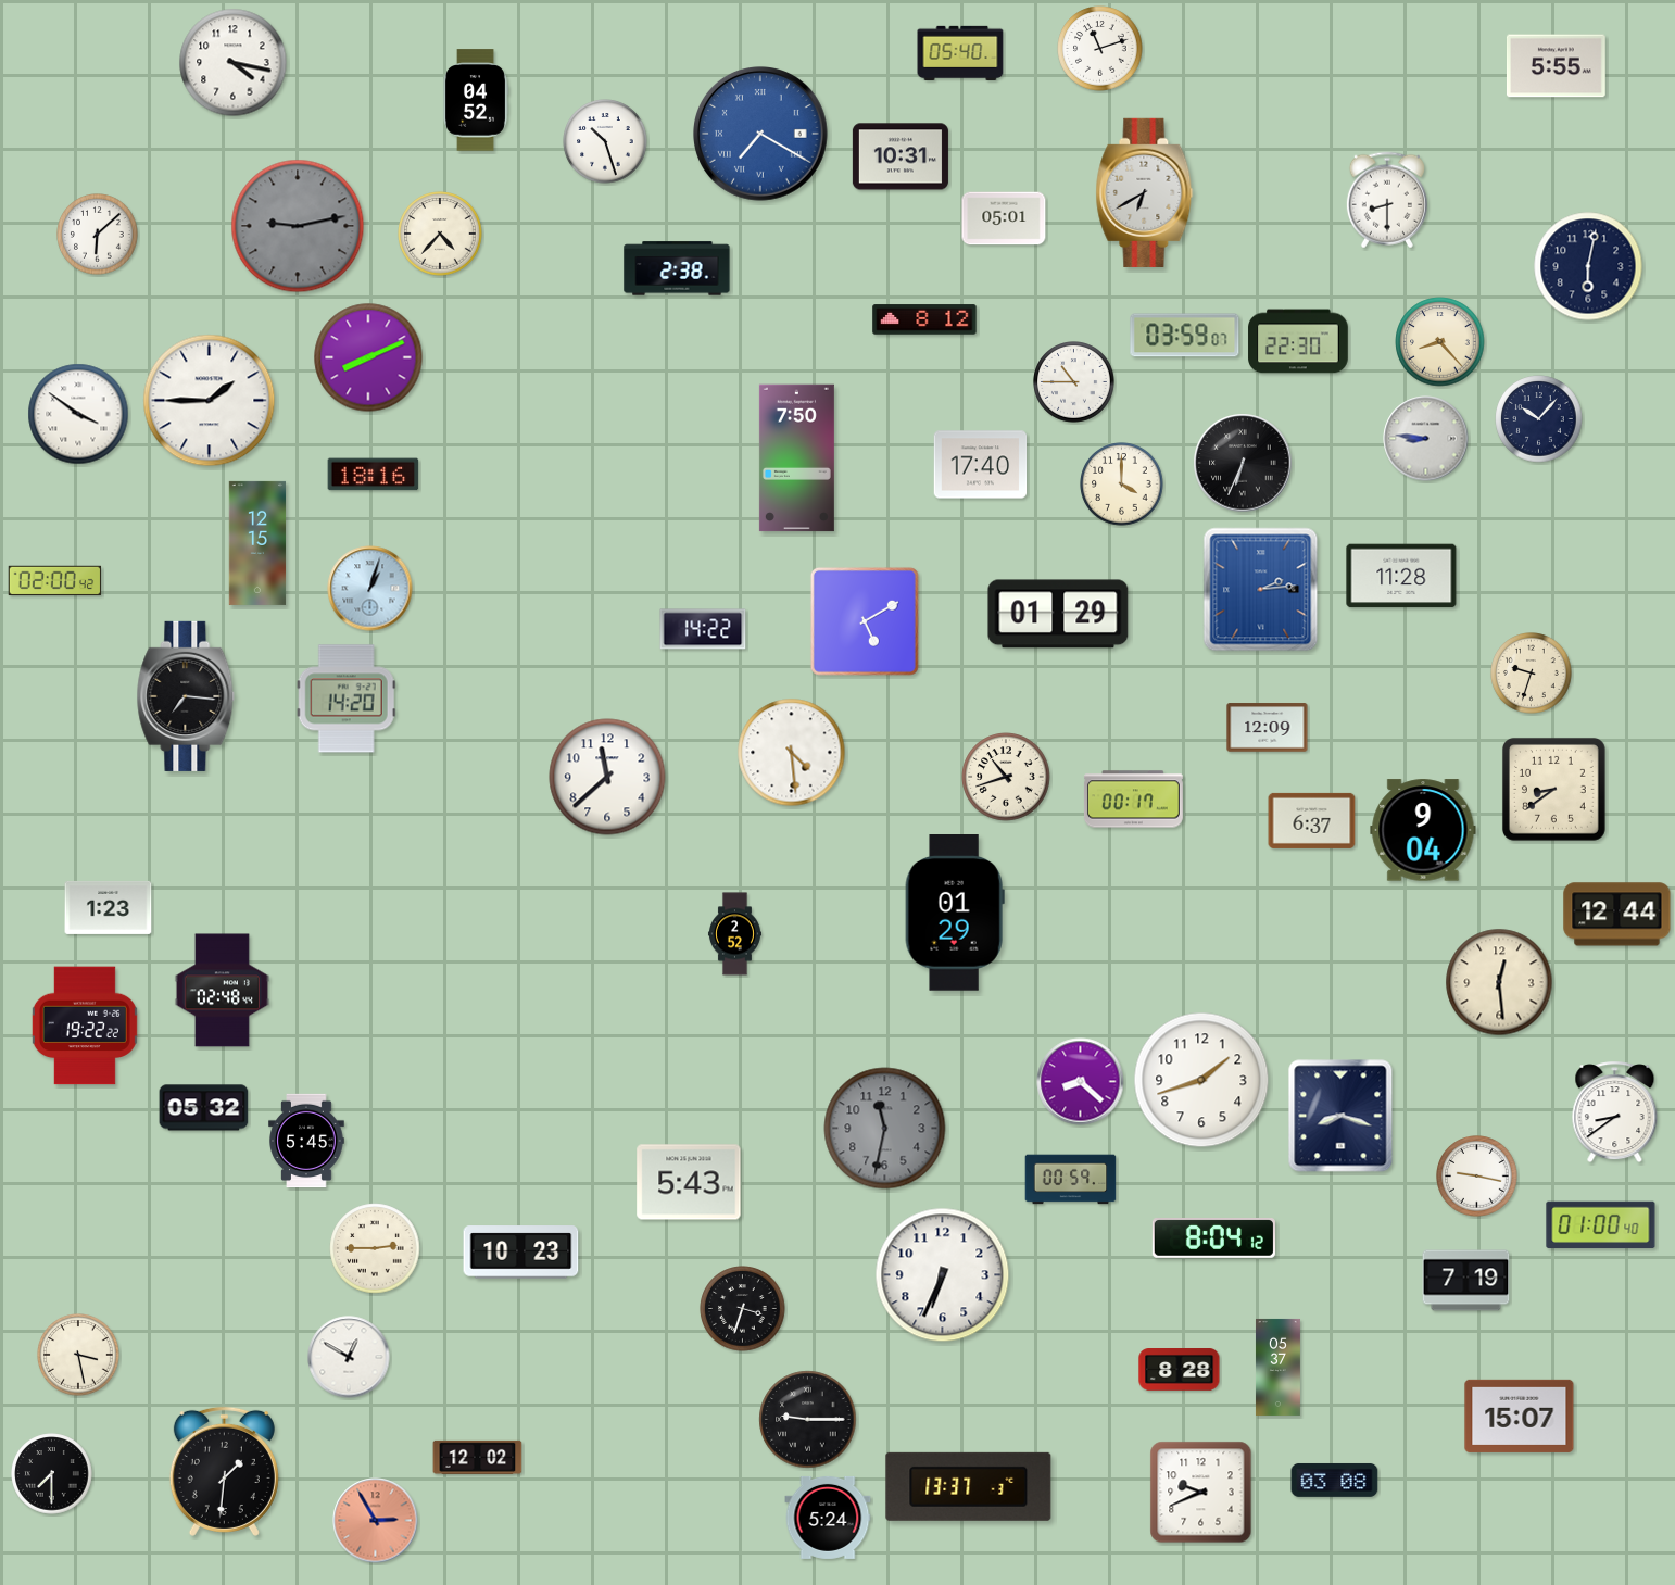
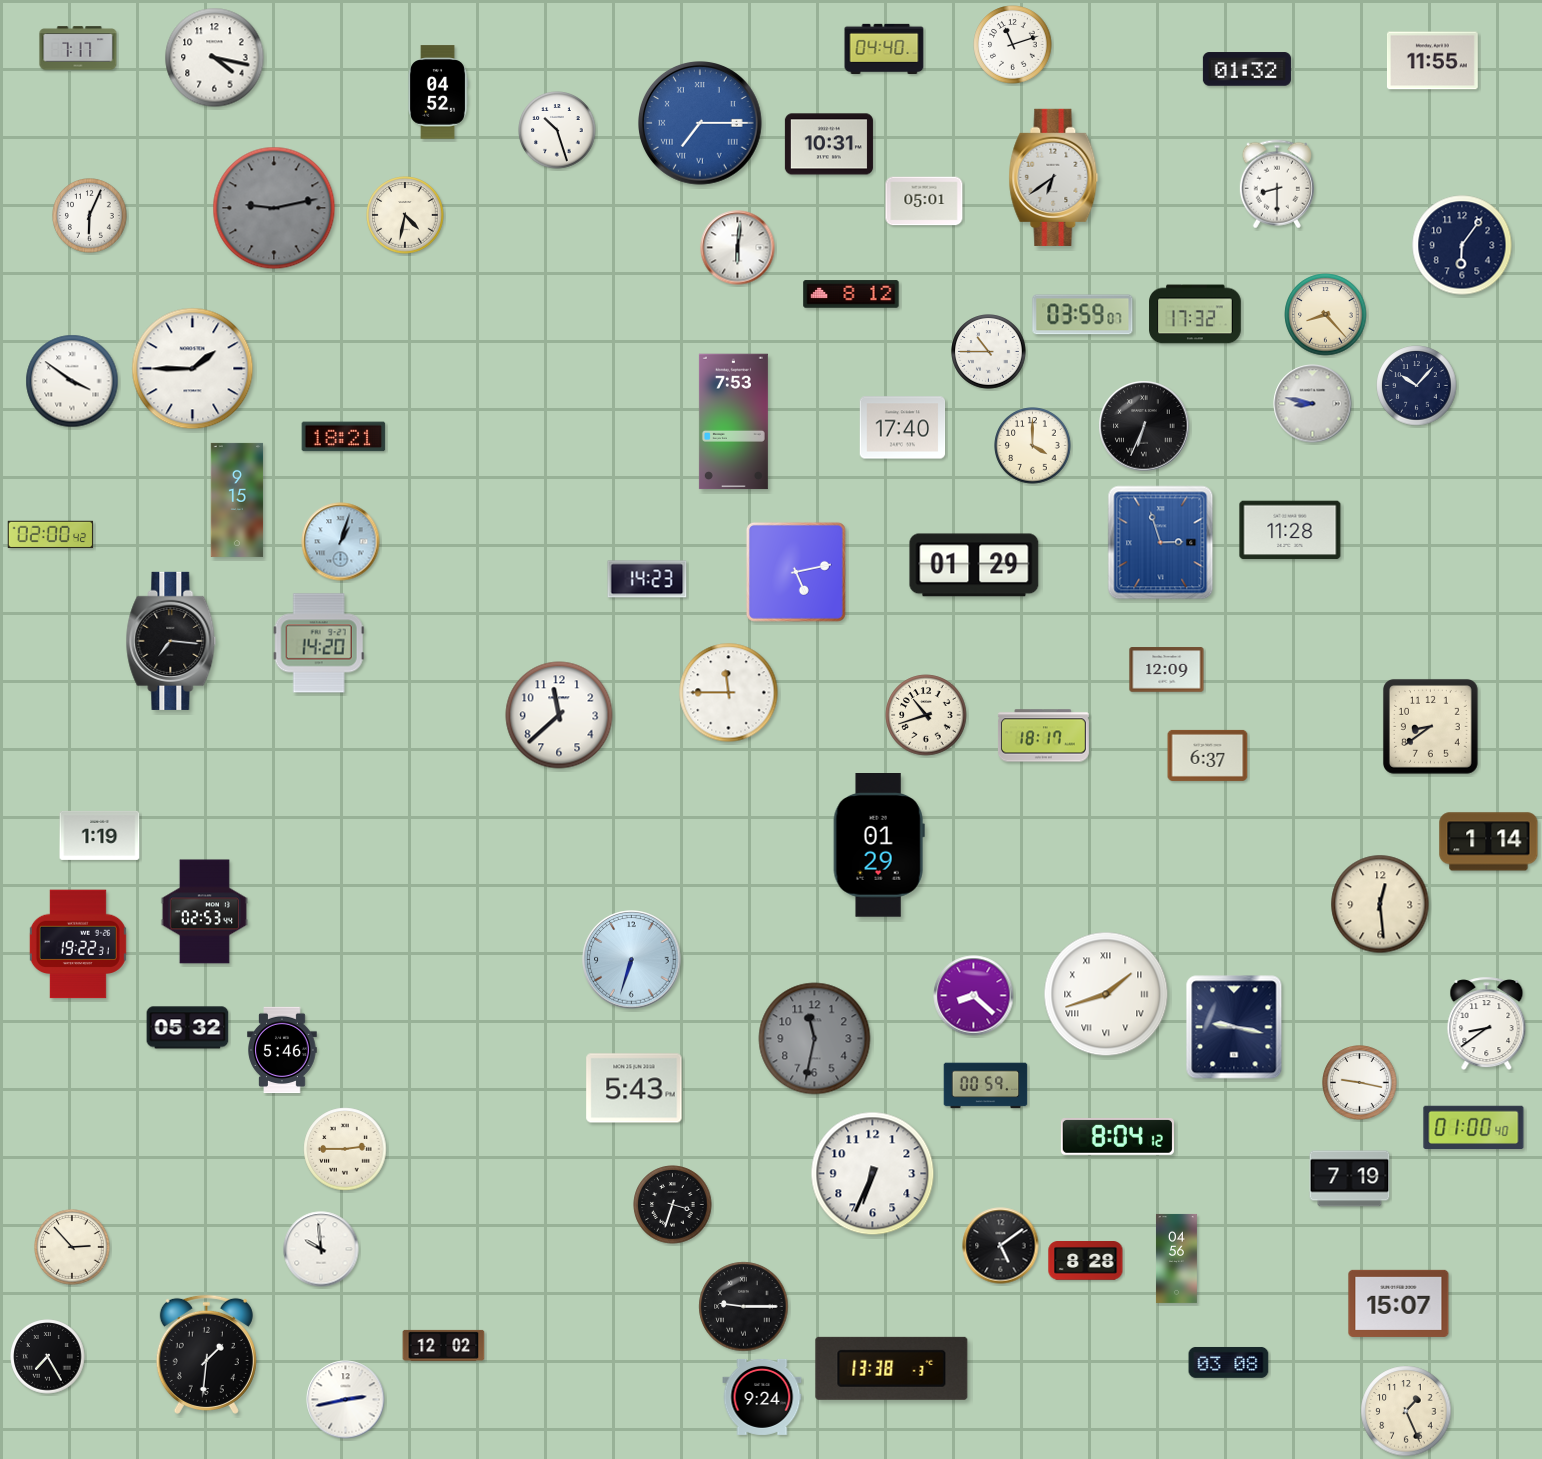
clock at (78, 48): none -> 7:17
clock at (960, 52): 05:40 -> 04:40
clock at (1556, 66): 5:55 -> 11:55
clock at (1247, 69): none -> 01:32
clock at (761, 135): 7:20 -> 7:15
clock at (1145, 192): 6:40 -> 6:39
clock at (440, 234): 4:37 -> 4:32
clock at (98, 235): 6:08 -> 6:04
clock at (1588, 266): 6:02 -> 6:06
clock at (677, 268): 2:38 -> none
clock at (738, 248): none -> 6:01
clock at (1185, 336) position: (1185, 336) -> (1083, 315)
clock at (1298, 341): 22:30 -> 17:32
clock at (368, 357): 8:11 -> none
clock at (1426, 439): 8:46 -> 8:47
clock at (796, 458): 7:50 -> 7:53
clock at (374, 475): 18:16 -> 18:21
clock at (257, 543): 12:15 -> 9:15
clock at (1261, 590): 2:14 -> 2:57
clock at (865, 621): 5:10 -> 5:13
clock at (703, 629): 14:22 -> 14:23
clock at (1532, 674): 9:33 -> none
clock at (792, 753): 4:29 -> 11:45
clock at (1133, 800): 00:17 -> 18:17
clock at (1423, 830): 9:04 -> none
clock at (109, 907): 1:23 -> 1:19
clock at (955, 913) position: (955, 913) -> (879, 845)
clock at (1617, 915): 12:44 -> 1:14
clock at (734, 934): 2:52 -> none
clock at (222, 991): 02:48 -> 02:53
clock at (85, 1026): 19:22:22 -> 19:22:31
clock at (632, 960): none -> 6:33
clock at (1201, 1080) numerals: Arabic -> Roman
clock at (1081, 1082) position: (1081, 1082) -> (974, 996)
clock at (204, 1108) position: (204, 1108) -> (188, 1028)
clock at (1340, 1116): 8:18 -> 9:17
clock at (306, 1141): 5:45 -> 5:46
clock at (1213, 1238) position: (1213, 1238) -> (1117, 1137)
clock at (521, 1253): 10:23 -> none
clock at (943, 1275) position: (943, 1275) -> (873, 1174)
clock at (743, 1309) position: (743, 1309) -> (673, 1205)
clock at (1001, 1246): none -> 5:09
clock at (78, 1355): 3:28 -> 2:53
clock at (349, 1357): 12:50 -> 9:59
clock at (1277, 1367): 05:37 -> 04:56
clock at (478, 1457) position: (478, 1457) -> (444, 1345)
clock at (52, 1474): 7:30 -> 7:25
clock at (969, 1486): 13:37 -> 13:38
clock at (1201, 1493): 9:41 -> none
clock at (828, 1518): 5:24 -> 9:24
clock at (376, 1521): 2:55 -> 2:43
clock at (376, 1521) dial: salmon -> white
clock at (1406, 1411): none -> 1:26
